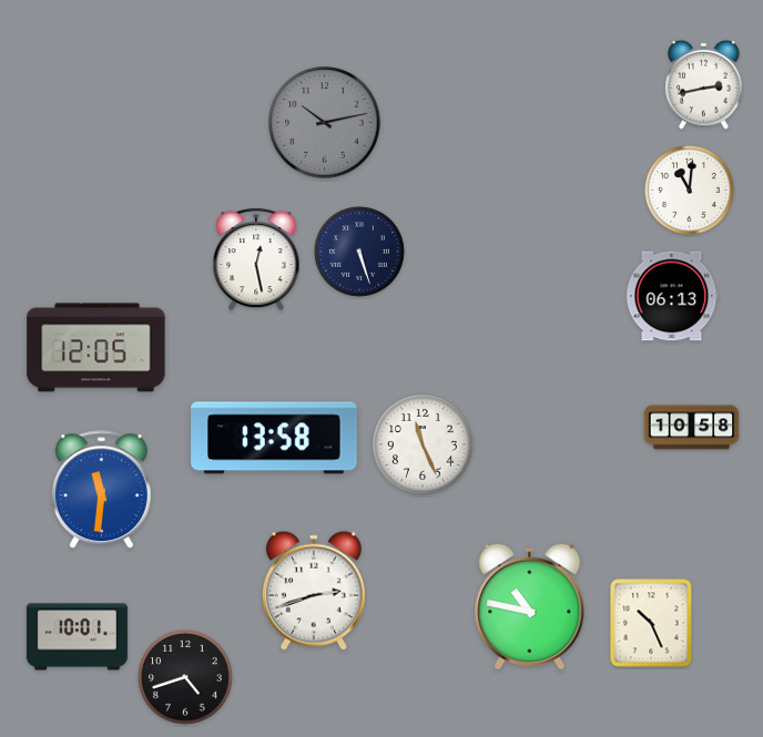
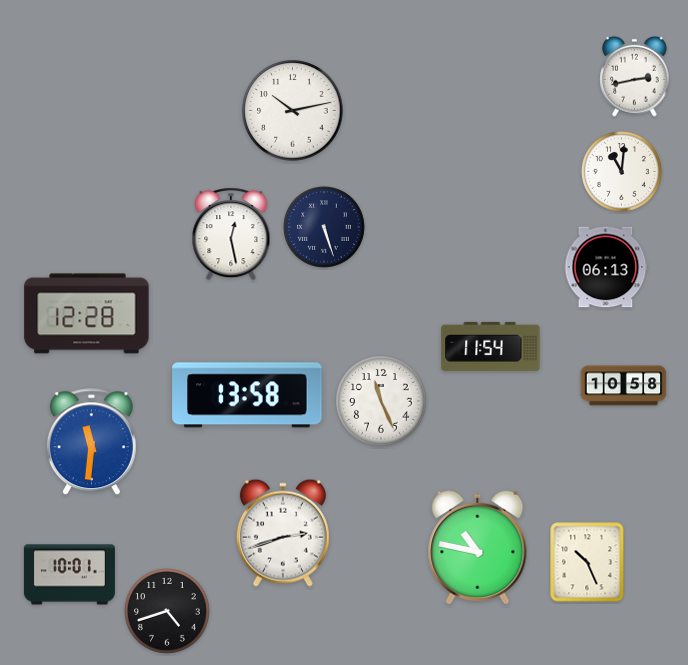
clock at (325, 123) dial: grey -> white
clock at (96, 348): 12:05 -> 12:28
clock at (491, 346): none -> 11:54
